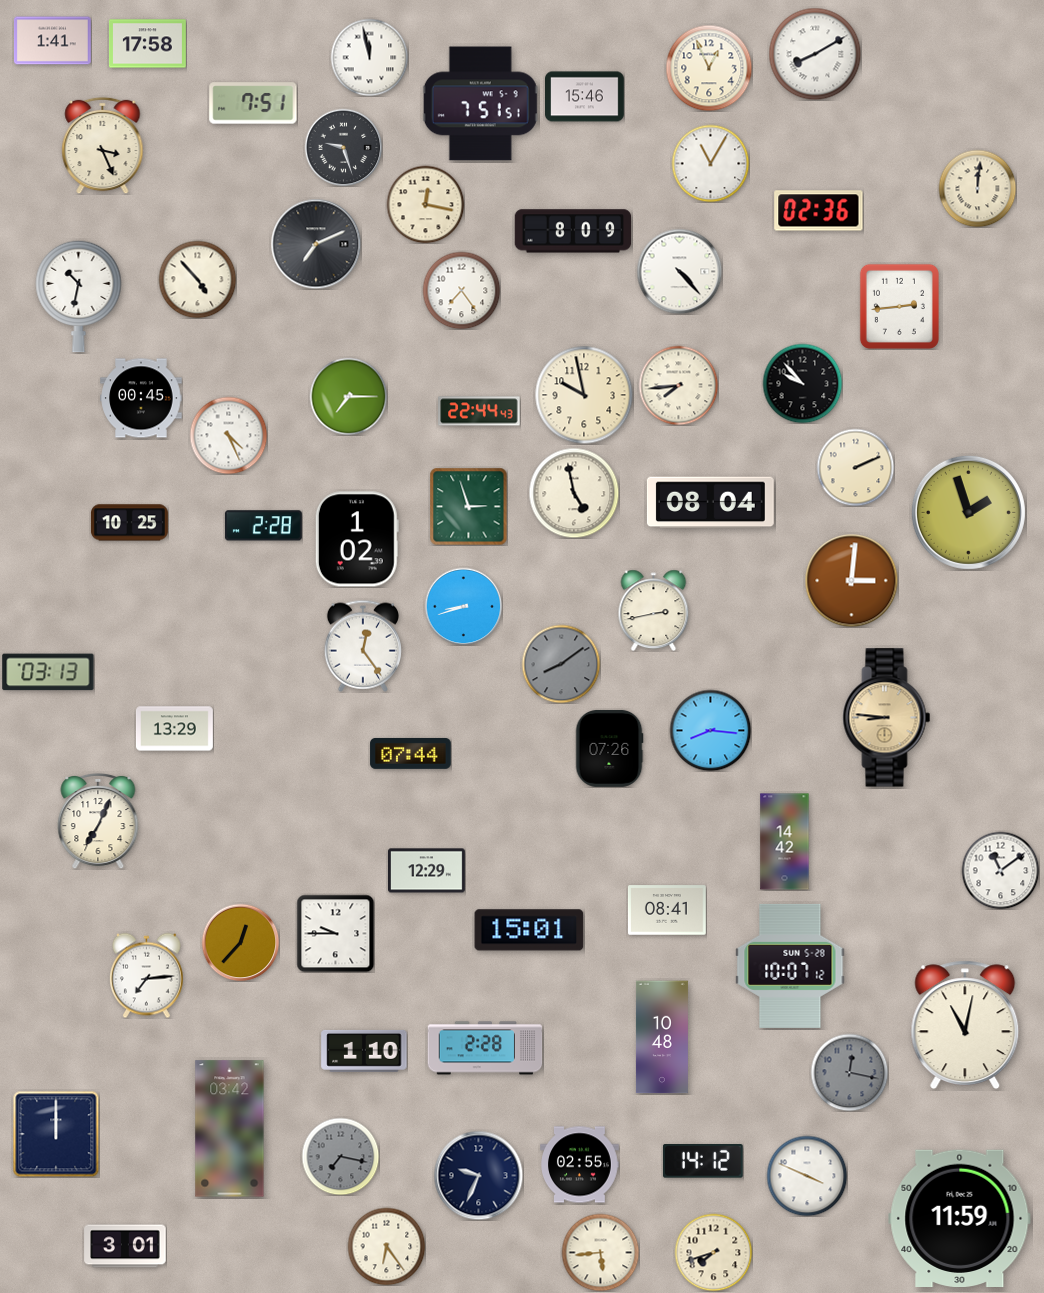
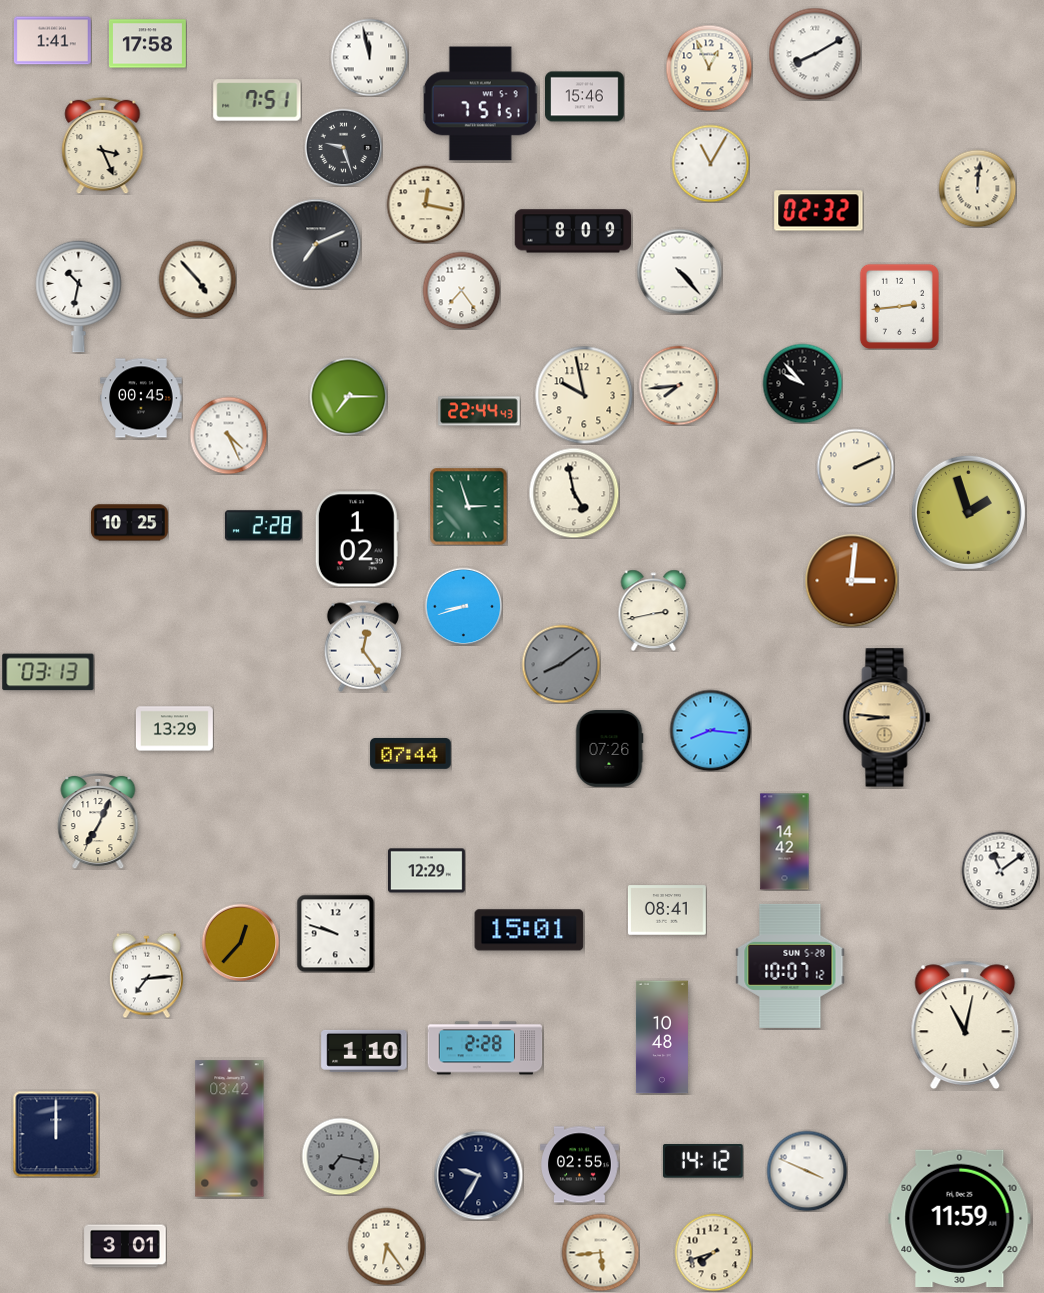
clock at (253, 103) position: (253, 103) -> (257, 100)
clock at (819, 211): 02:36 -> 02:32
clock at (710, 503): 08:04 -> none
clock at (335, 933): 9:45 -> 9:48
clock at (849, 1072): 12:17 -> none
clock at (478, 1175): 9:34 -> 9:35
clock at (807, 1176) position: (807, 1176) -> (807, 1171)
